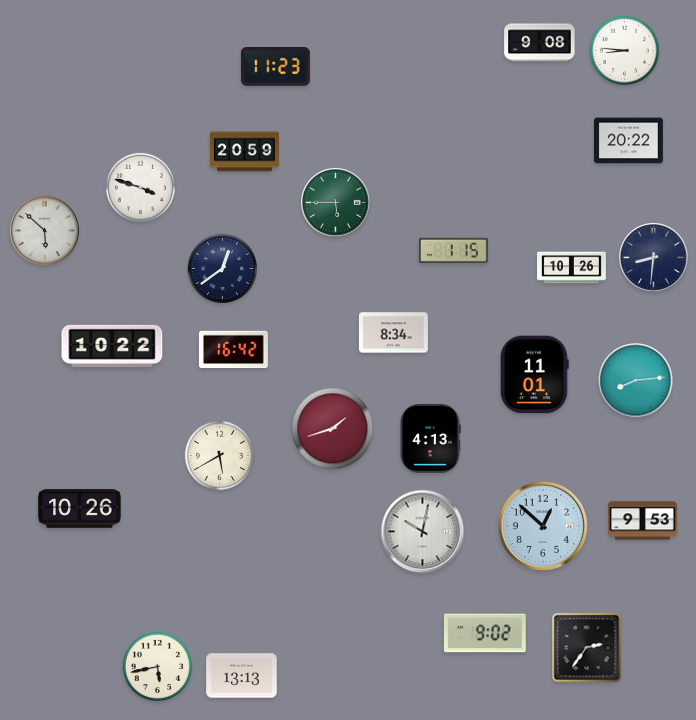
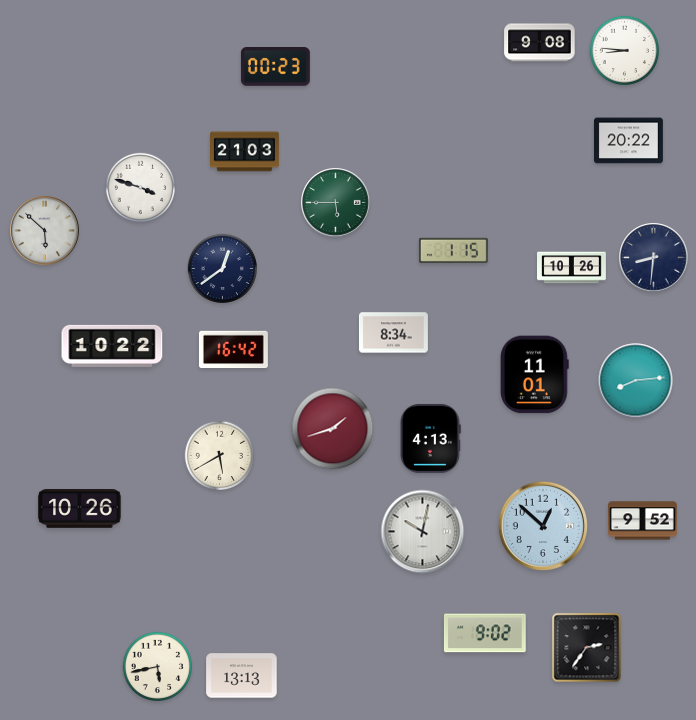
clock at (275, 67): 11:23 -> 00:23
clock at (245, 152): 20:59 -> 21:03
clock at (643, 521): 9:53 -> 9:52
